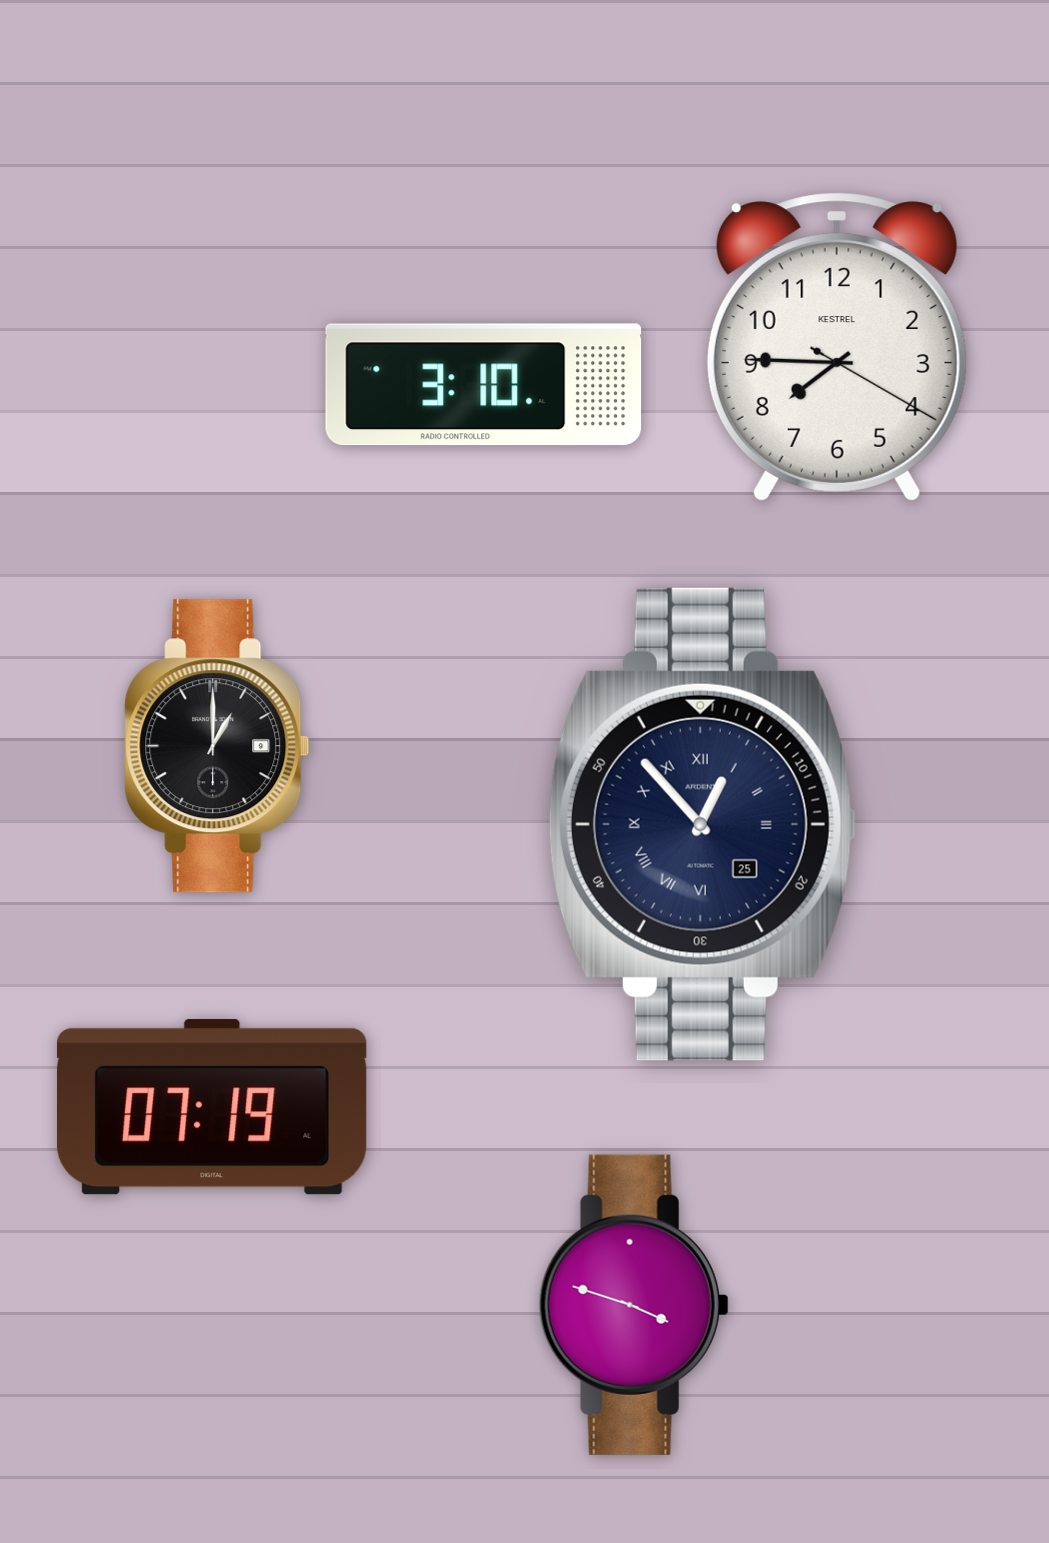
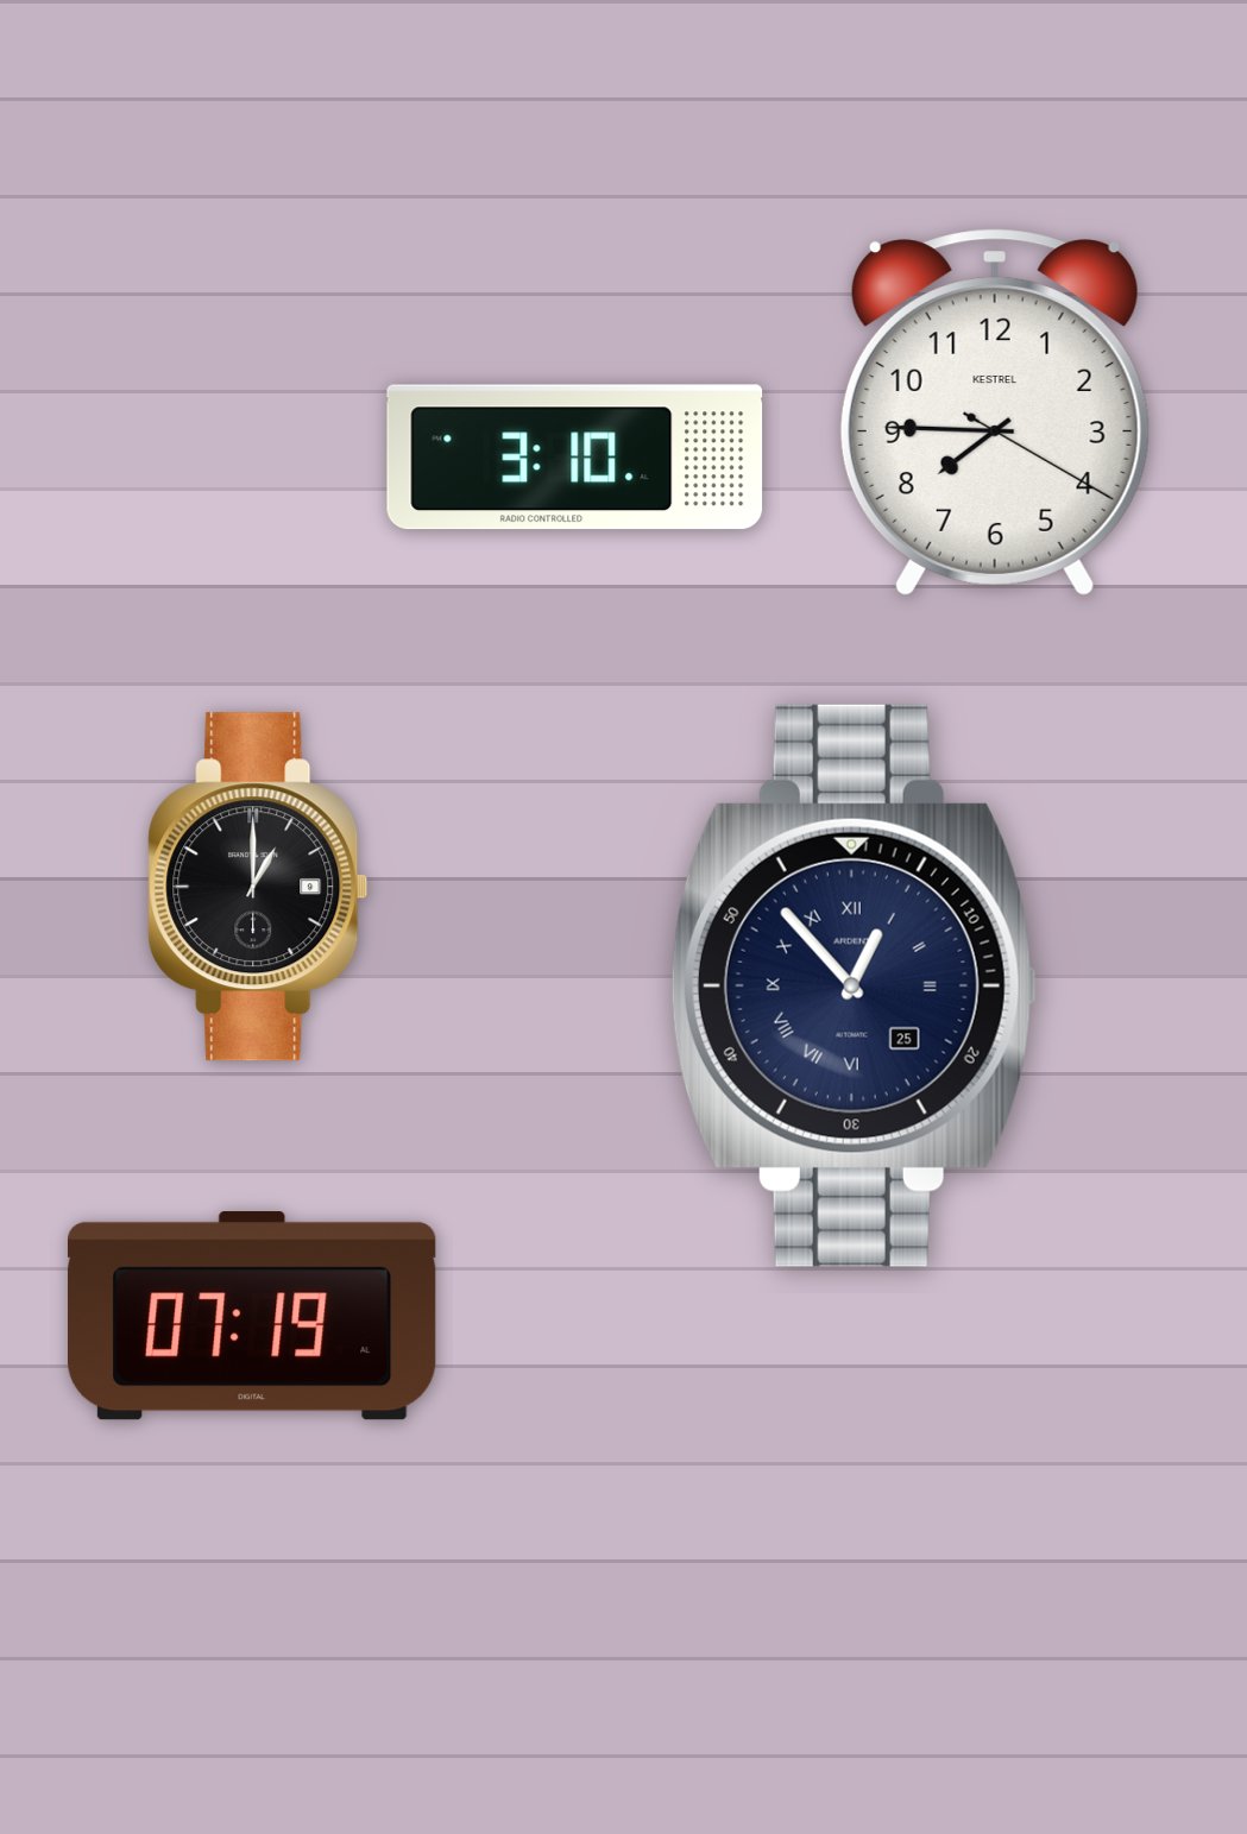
clock at (702, 824) position: (702, 824) -> (854, 985)
clock at (634, 1305): 3:48 -> none
